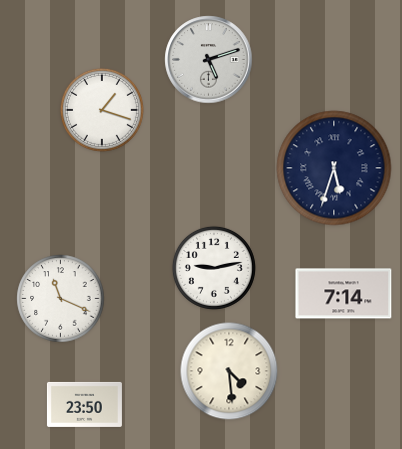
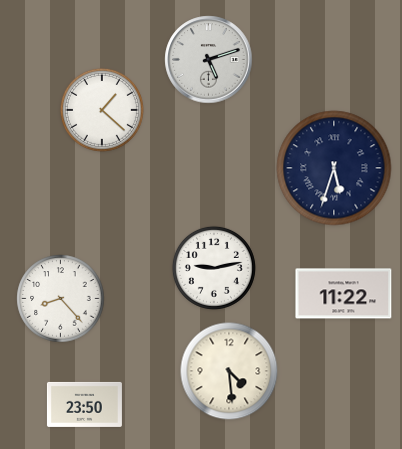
clock at (102, 110): 1:18 -> 1:22
clock at (344, 294): 7:14 -> 11:22
clock at (61, 299): 11:19 -> 8:23
